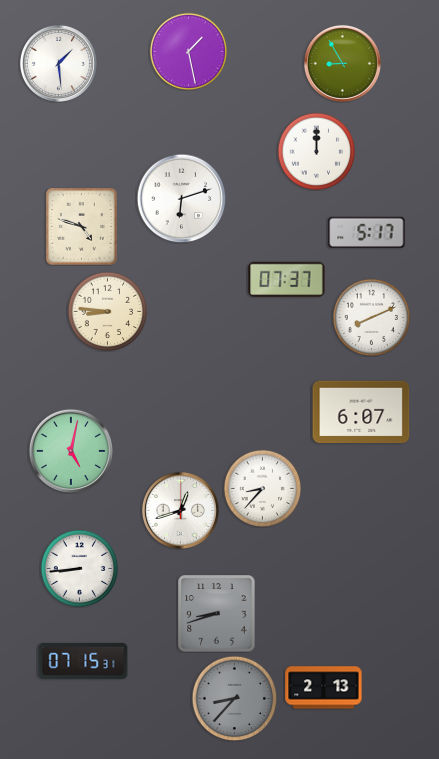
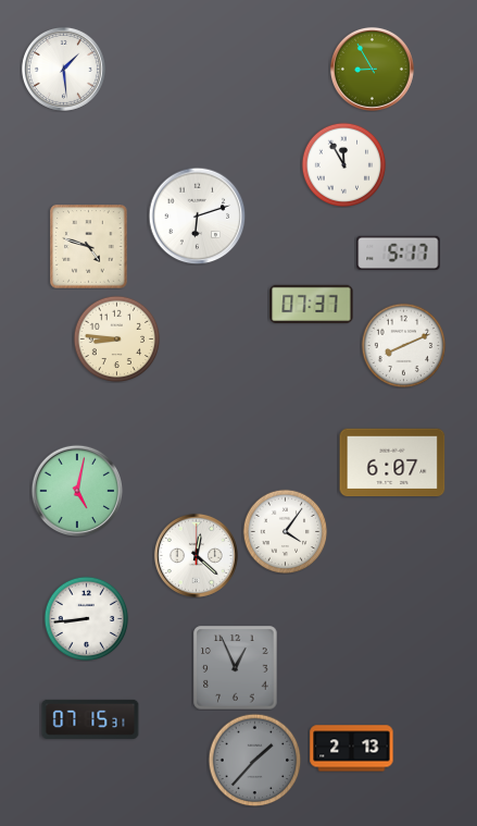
clock at (188, 51): 1:28 -> none
clock at (316, 151): 12:00 -> 11:55
clock at (361, 412) position: (361, 412) -> (392, 463)
clock at (262, 488): 8:37 -> 4:06
clock at (180, 510): 12:42 -> 12:22
clock at (217, 614): 8:42 -> 12:56
clock at (234, 698): 8:37 -> 1:37
